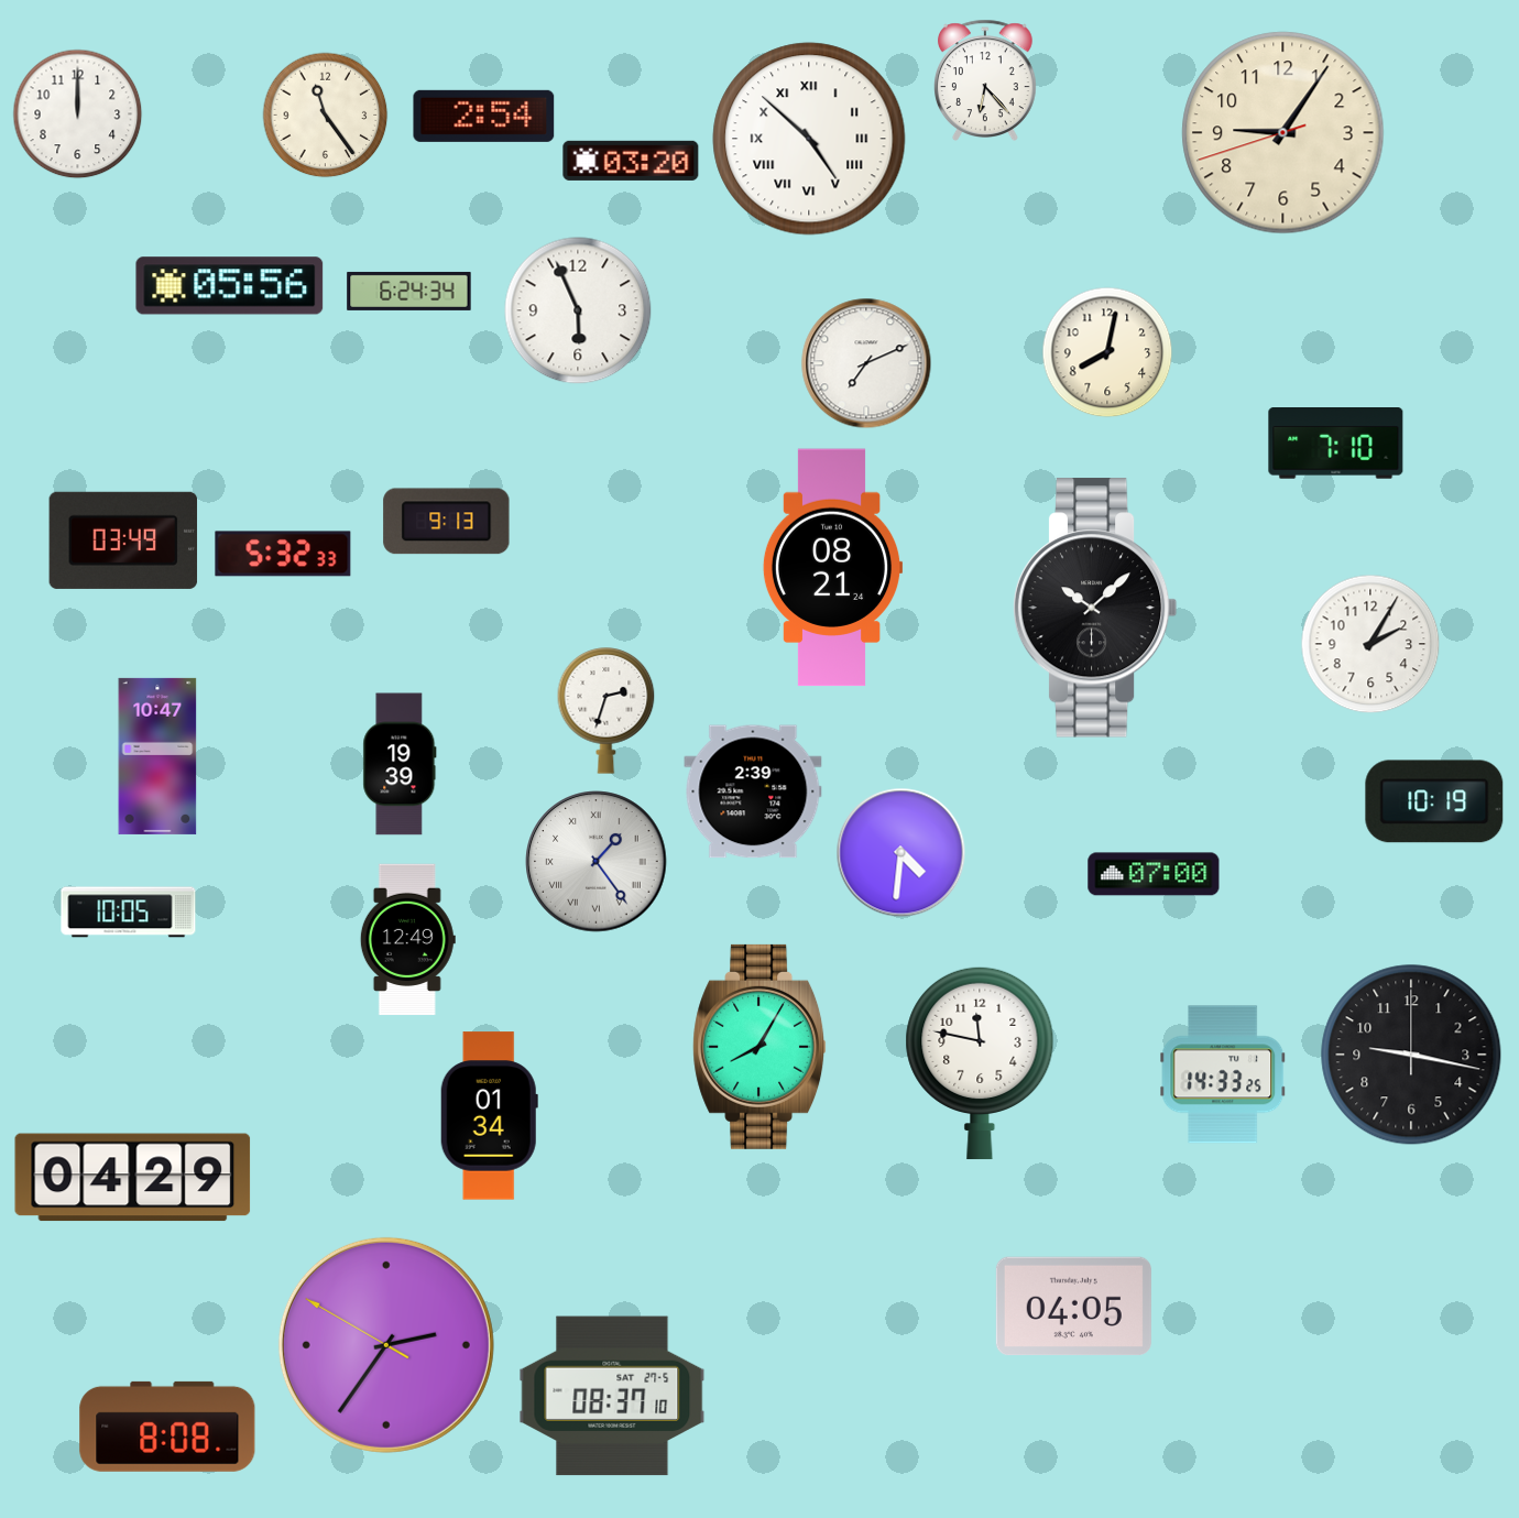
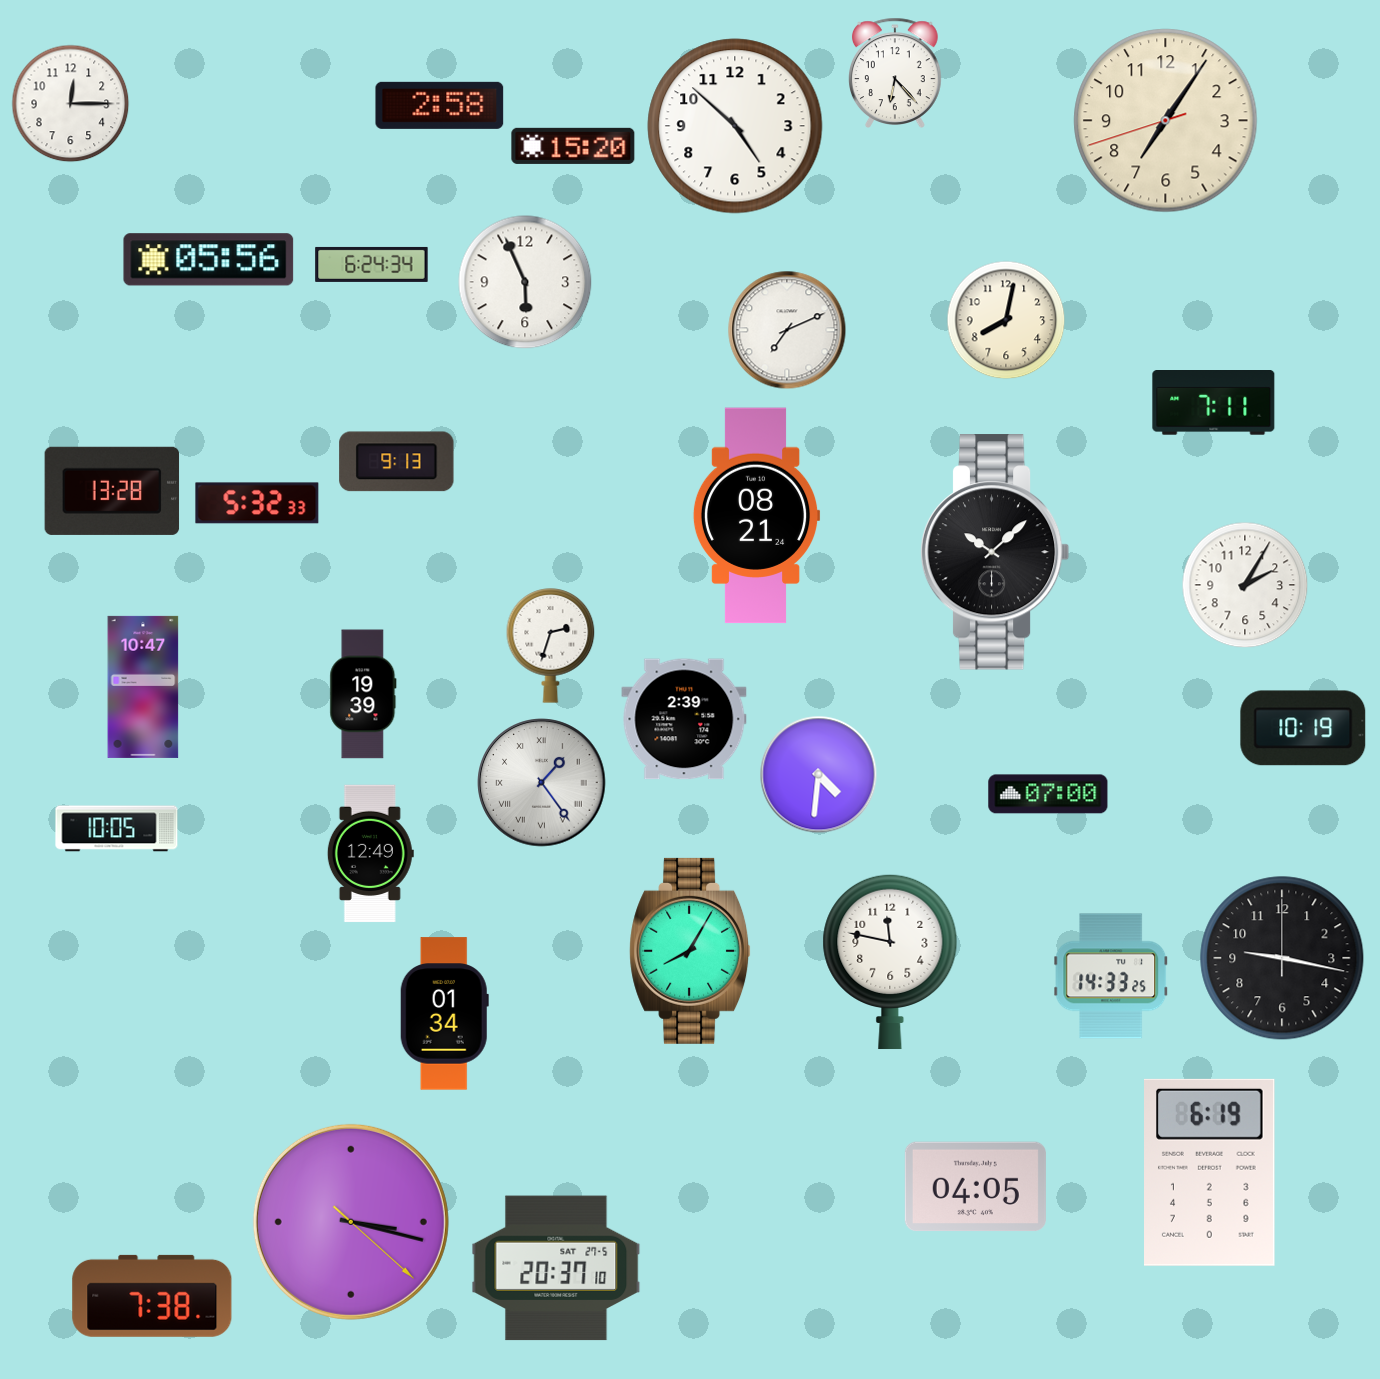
clock at (78, 114): 12:00 -> 12:15
clock at (326, 116): 11:24 -> none
clock at (484, 116): 2:54 -> 2:58
clock at (1283, 133): 9:05 -> 7:05
clock at (809, 139) numerals: Roman -> Arabic
clock at (631, 161): 03:20 -> 15:20
clock at (1336, 444): 7:10 -> 7:11
clock at (447, 522) position: (447, 522) -> (397, 462)
clock at (123, 540): 03:49 -> 13:28
clock at (980, 1063) position: (980, 1063) -> (890, 962)
clock at (133, 1178): 04:29 -> none
clock at (1210, 1172): none -> 6:19
clock at (386, 1345): 2:35 -> 3:17
clock at (612, 1396): 08:37 -> 20:37
clock at (167, 1427): 8:08 -> 7:38
